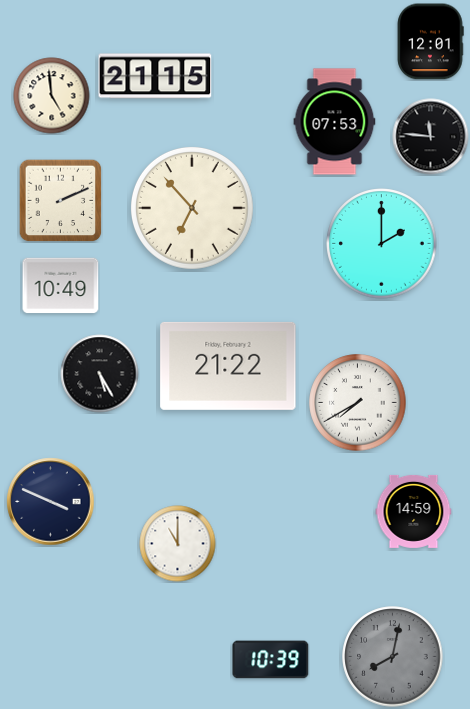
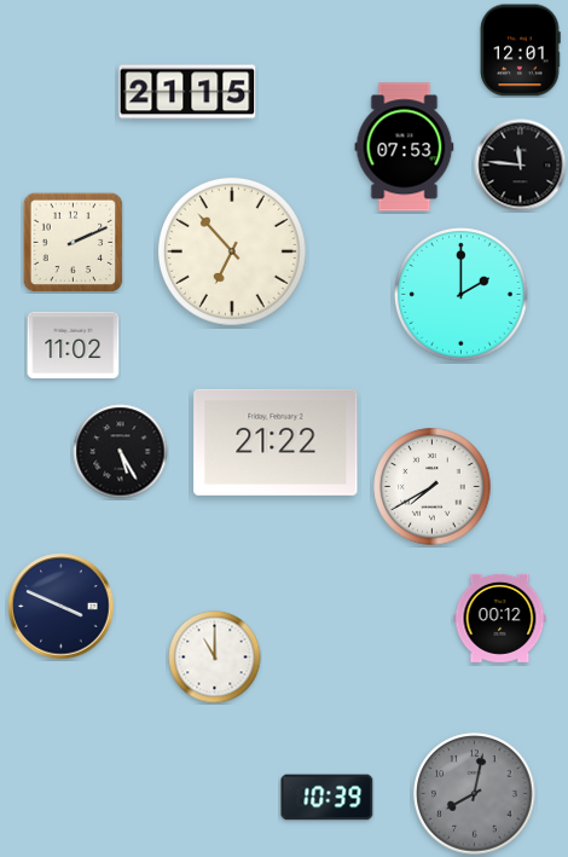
clock at (52, 96): 4:59 -> none
clock at (61, 286): 10:49 -> 11:02
clock at (414, 511): 14:59 -> 00:12
